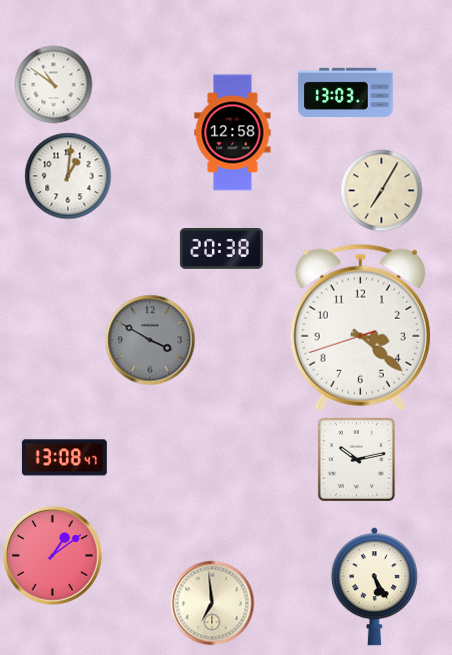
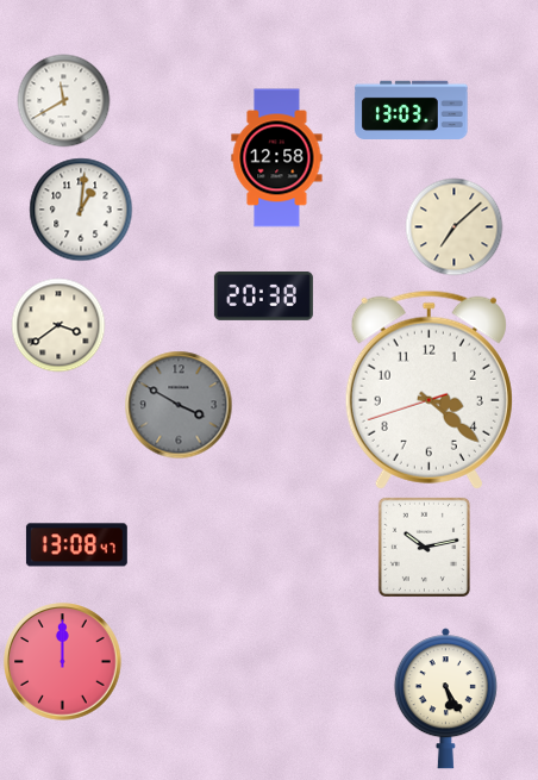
clock at (53, 84): 10:51 -> 11:40
clock at (381, 190): 7:05 -> 7:08
clock at (58, 325): none -> 3:39
clock at (53, 556): 1:09 -> 12:00
clock at (212, 603): 6:59 -> none
